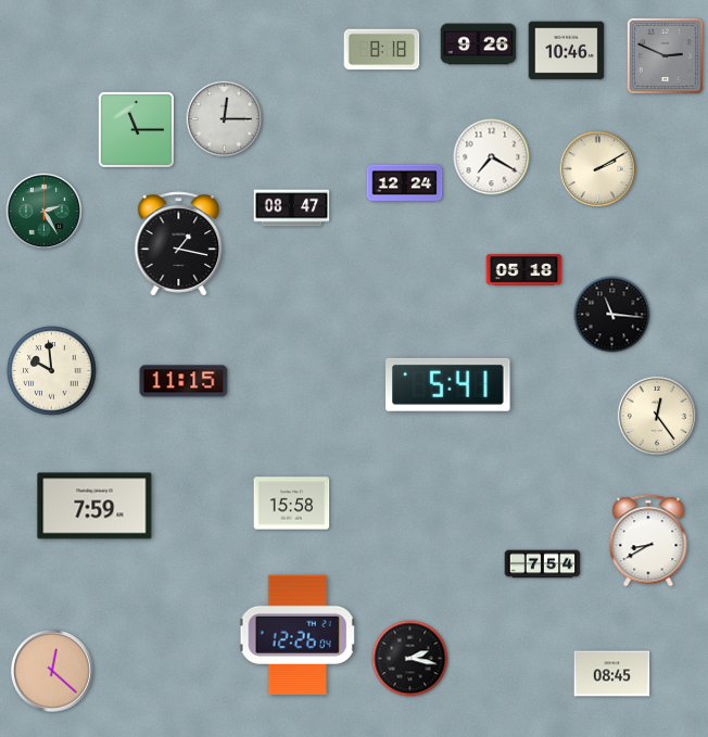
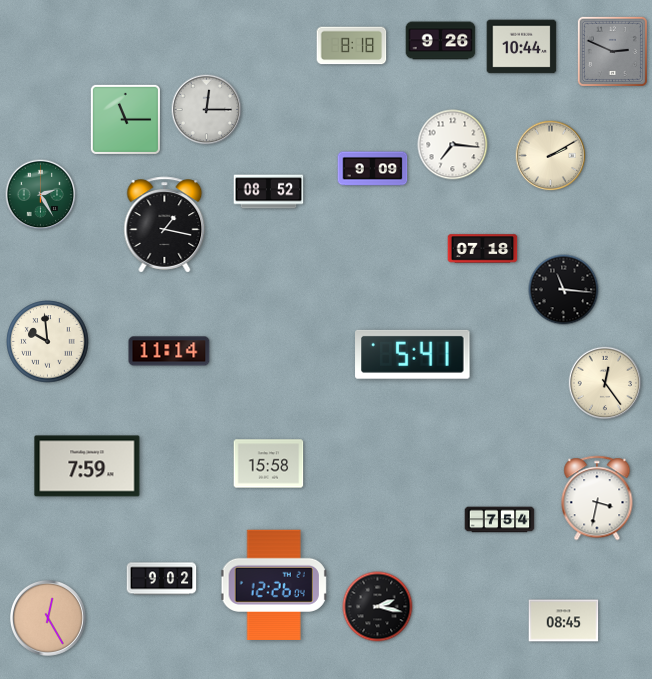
clock at (567, 51): 10:46 -> 10:44
clock at (492, 157): 7:20 -> 7:16
clock at (405, 183): 12:24 -> 9:09
clock at (292, 208): 08:47 -> 08:52
clock at (524, 270): 05:18 -> 07:18
clock at (184, 381): 11:15 -> 11:14
clock at (648, 541): 8:40 -> 3:32
clock at (162, 579): none -> 9:02
clock at (52, 671): 12:22 -> 12:25
